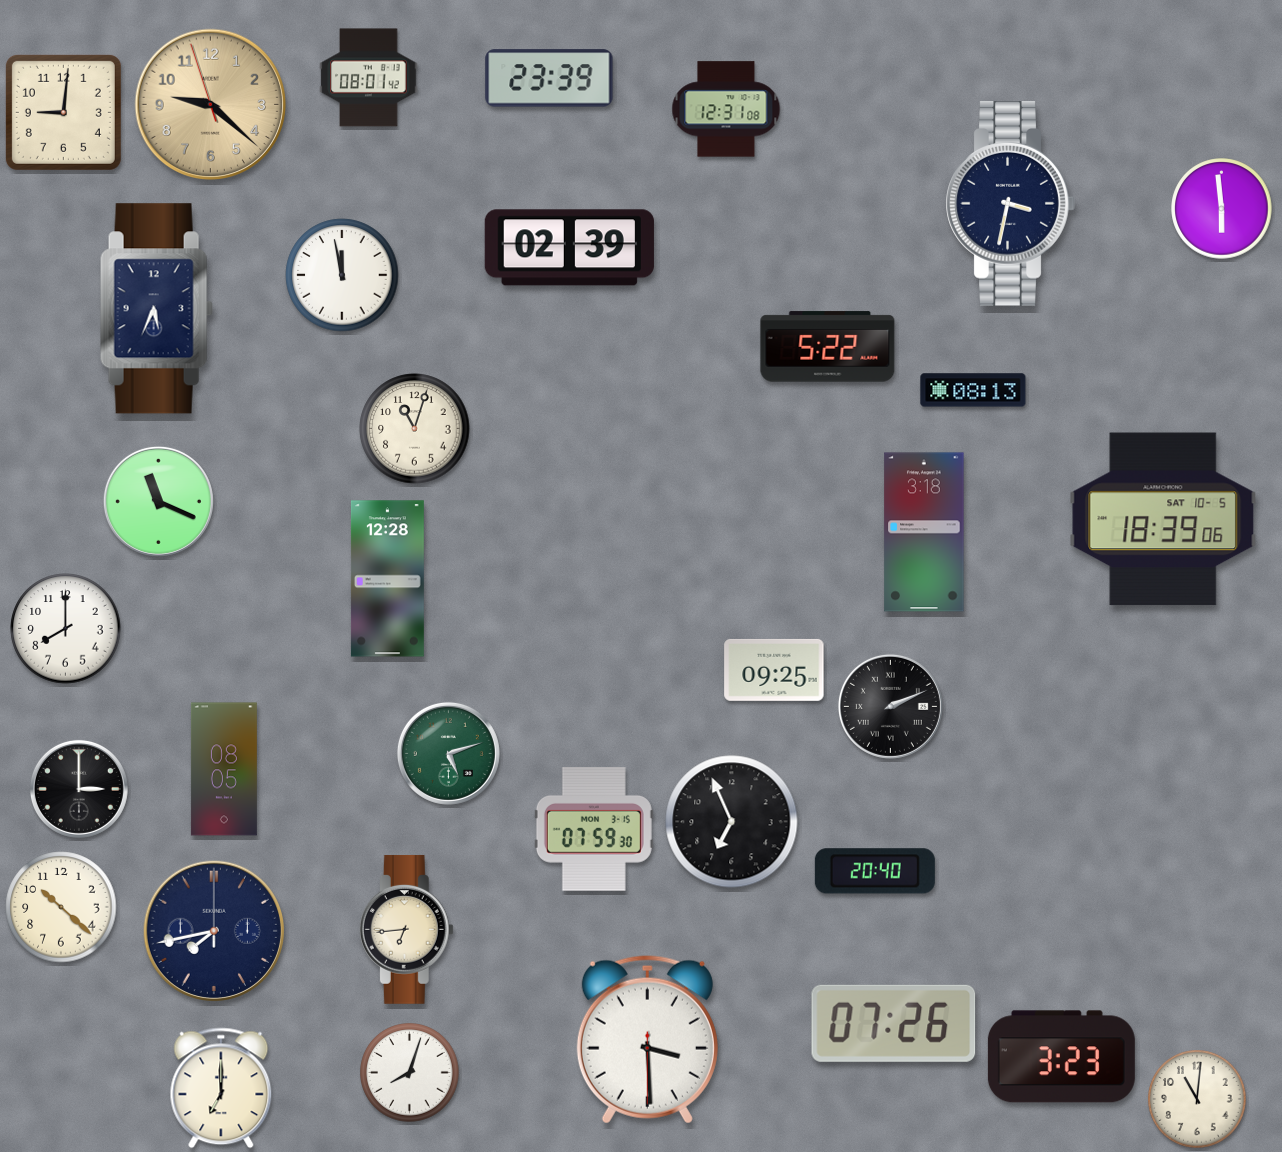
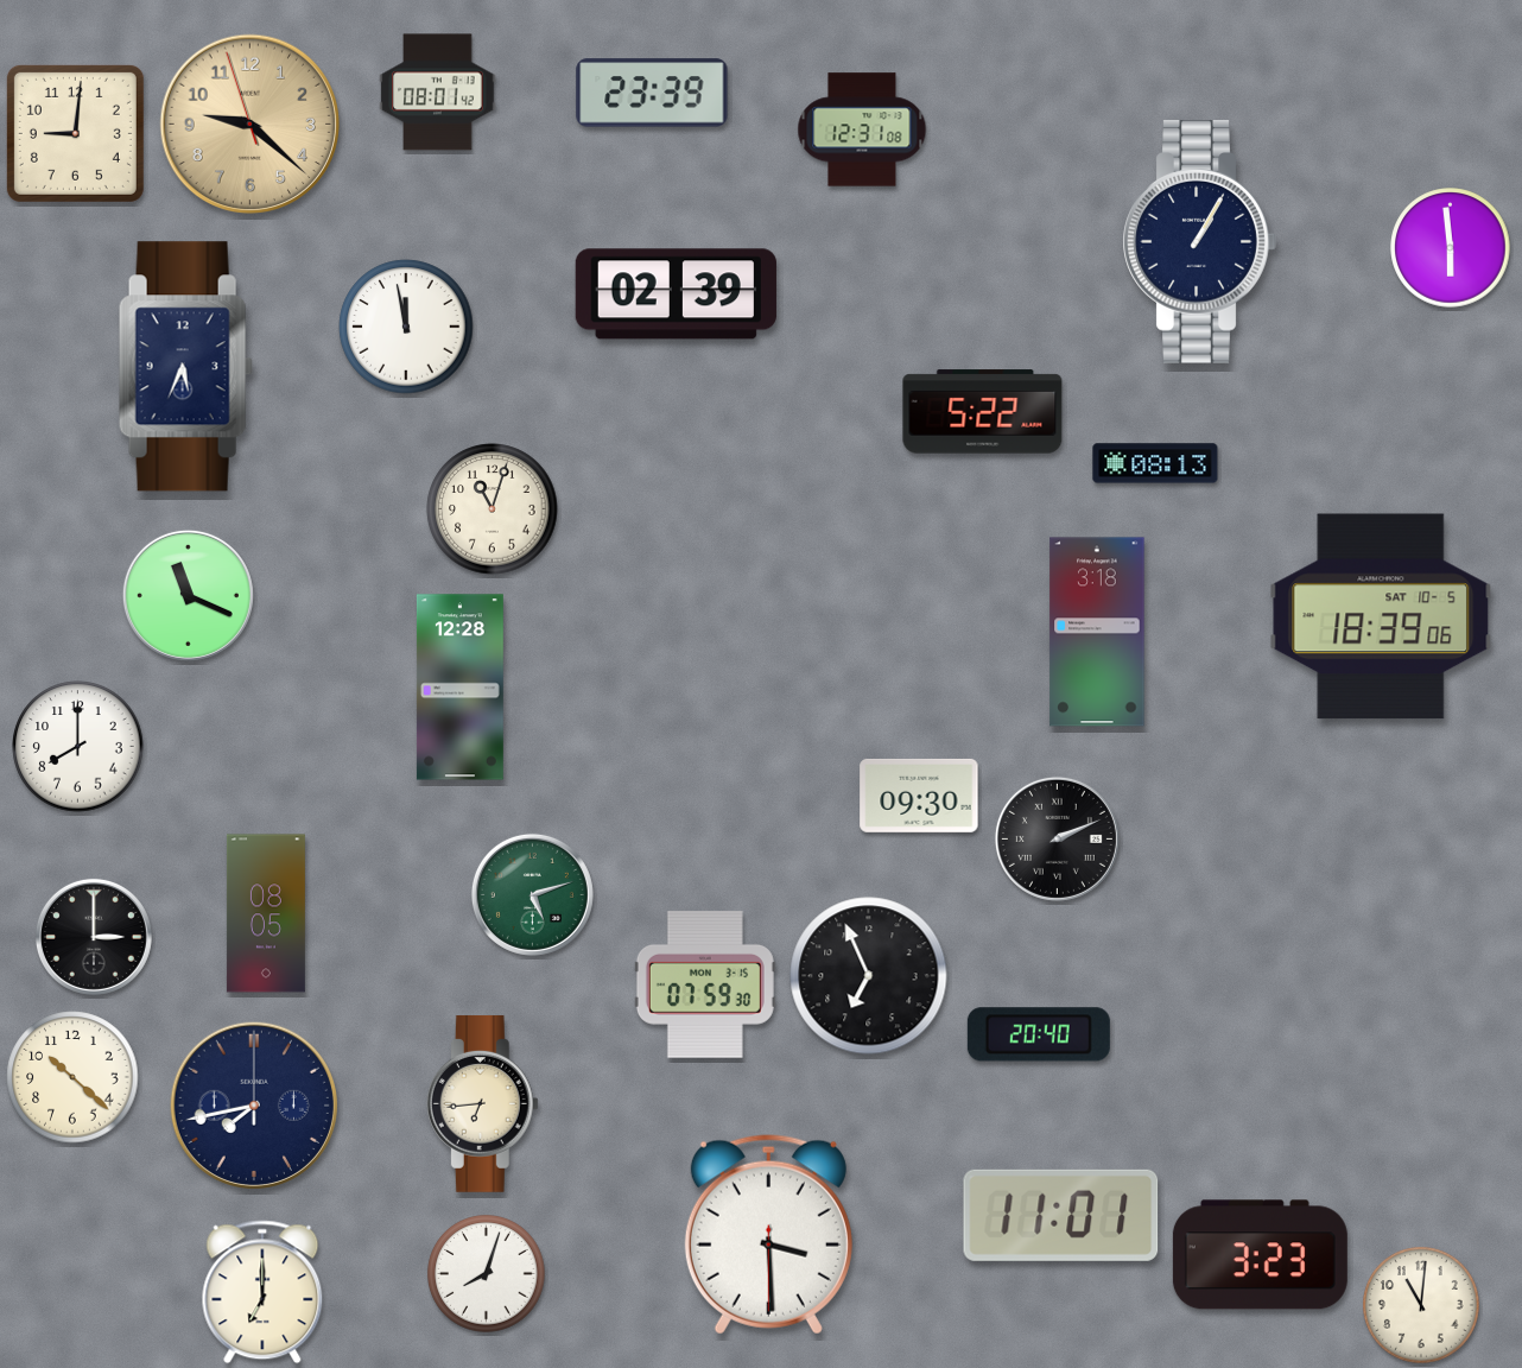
clock at (1010, 204): 3:32 -> 1:05
clock at (774, 670): 09:25 -> 09:30
clock at (894, 1023): 07:26 -> 11:01
